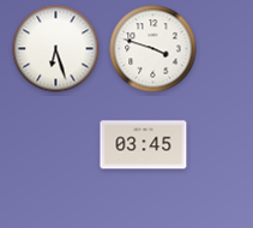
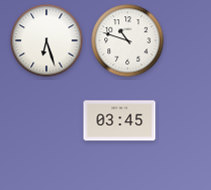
clock at (153, 49): 3:48 -> 10:48
